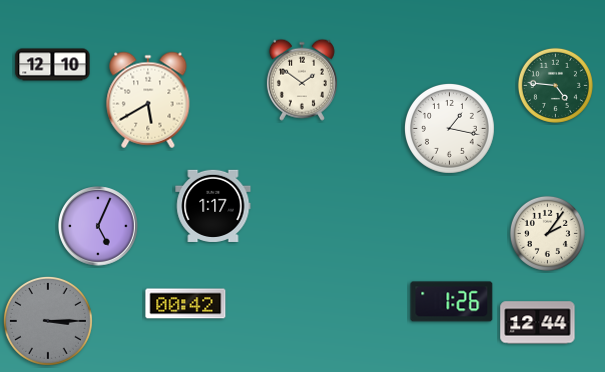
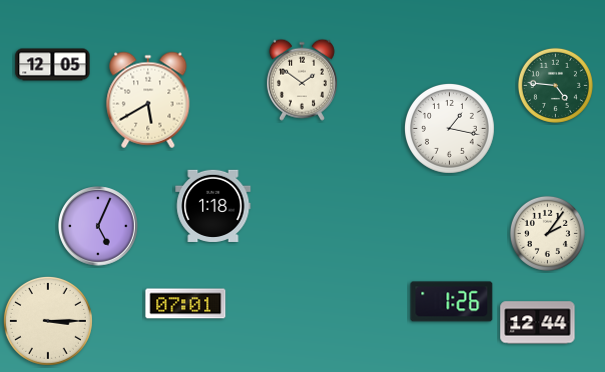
clock at (53, 65): 12:10 -> 12:05
clock at (213, 206): 1:17 -> 1:18
clock at (186, 304): 00:42 -> 07:01
clock at (48, 321) dial: grey -> cream
